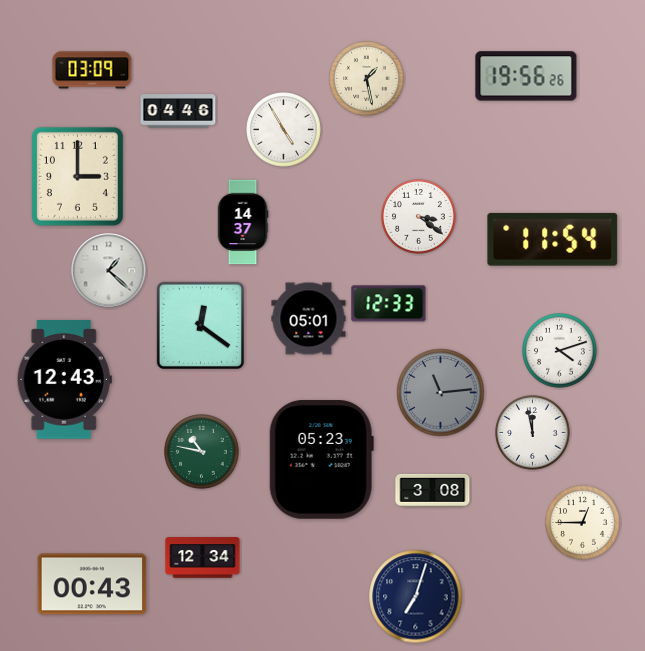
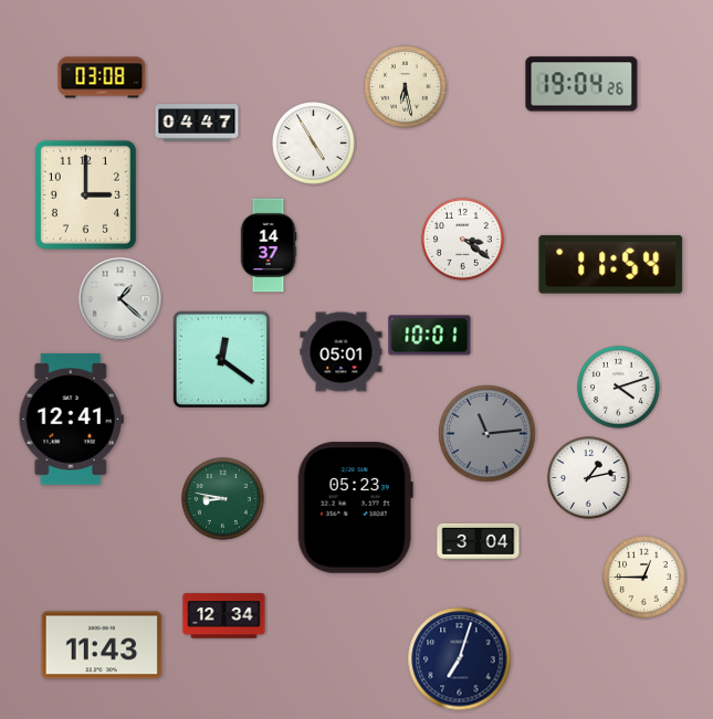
clock at (92, 70): 03:09 -> 03:08
clock at (526, 76): 19:56 -> 19:04
clock at (367, 79): 1:28 -> 6:28
clock at (178, 111): 04:46 -> 04:47
clock at (389, 304): 12:33 -> 10:01
clock at (64, 380): 12:43 -> 12:41
clock at (533, 433): 11:58 -> 1:13
clock at (202, 452): 10:47 -> 8:47
clock at (433, 490): 3:08 -> 3:04
clock at (92, 584): 00:43 -> 11:43
